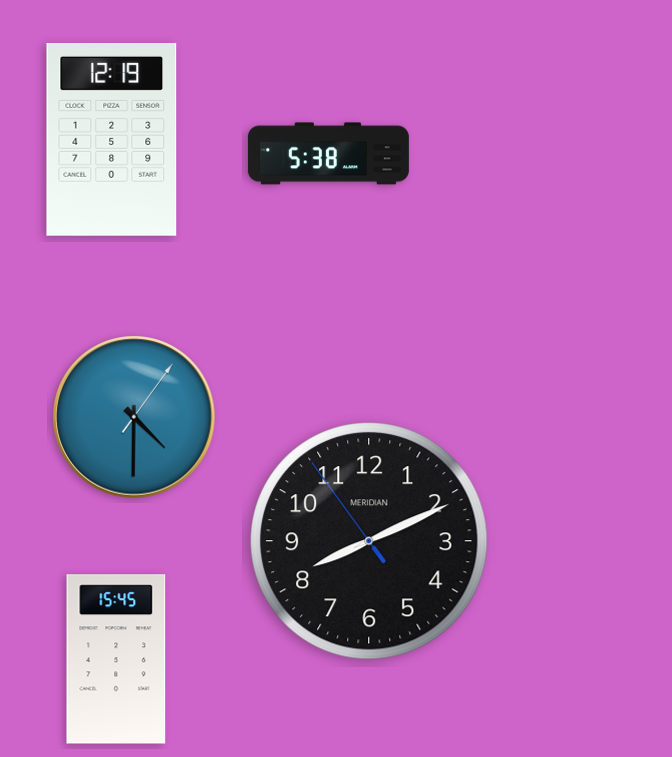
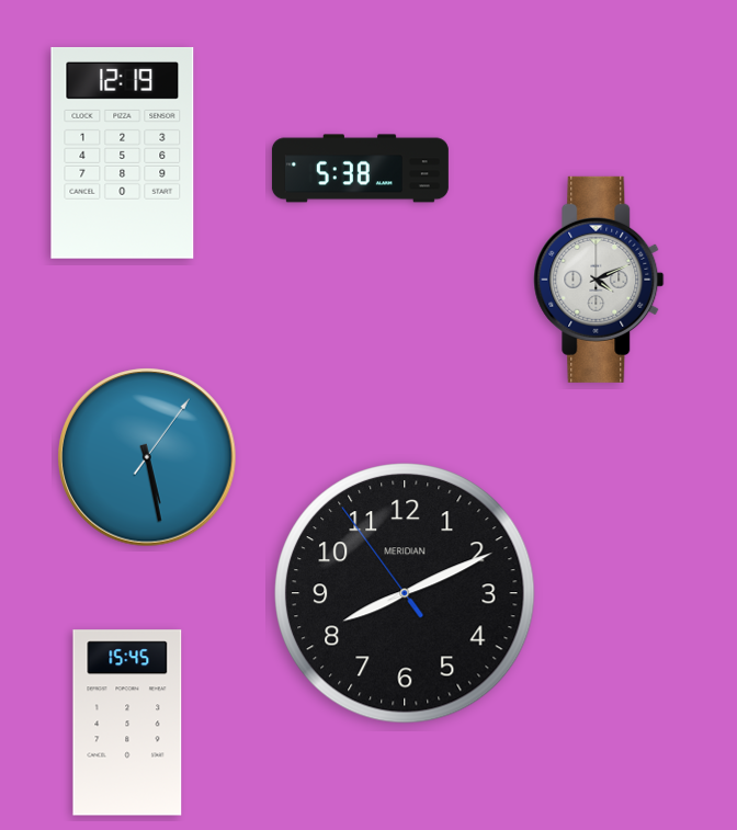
clock at (599, 280): none -> 4:11
clock at (134, 417): 4:30 -> 5:28
